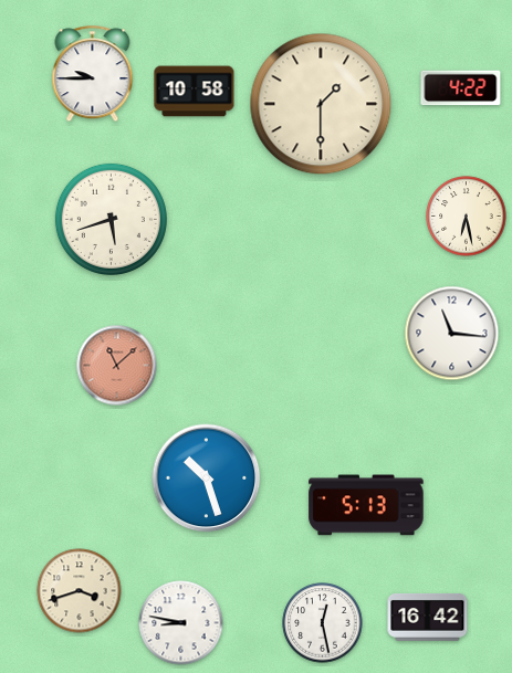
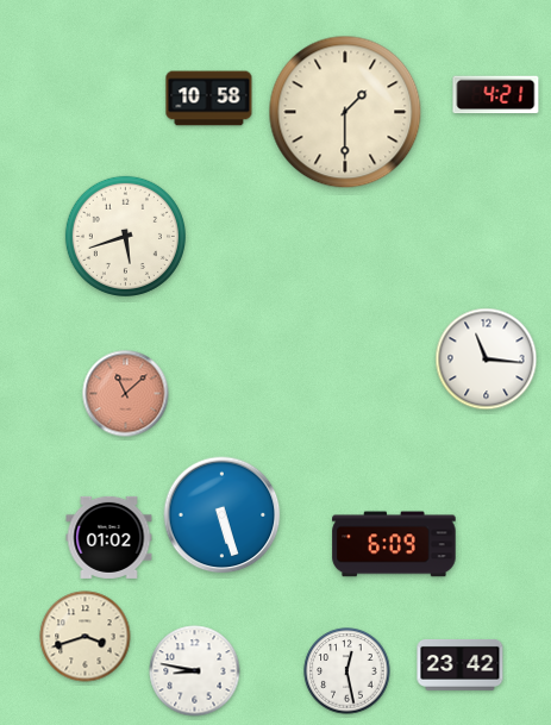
clock at (93, 74): 9:45 -> none
clock at (461, 88): 4:22 -> 4:21
clock at (467, 217): 6:28 -> none
clock at (111, 219) position: (111, 219) -> (125, 236)
clock at (207, 479): 10:27 -> 5:27
clock at (109, 537): none -> 01:02
clock at (366, 505): 5:13 -> 6:09
clock at (428, 617): 16:42 -> 23:42
